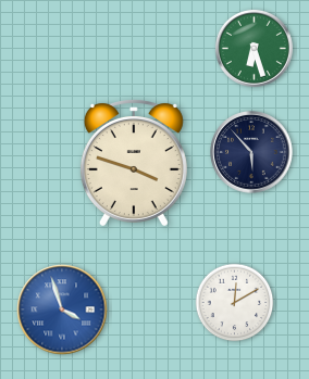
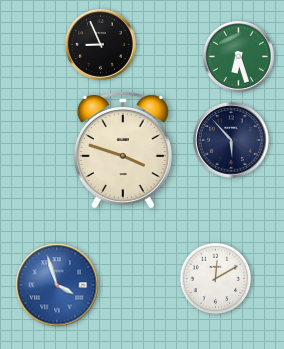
clock at (100, 44): none -> 8:56
clock at (254, 48) position: (254, 48) -> (238, 56)
